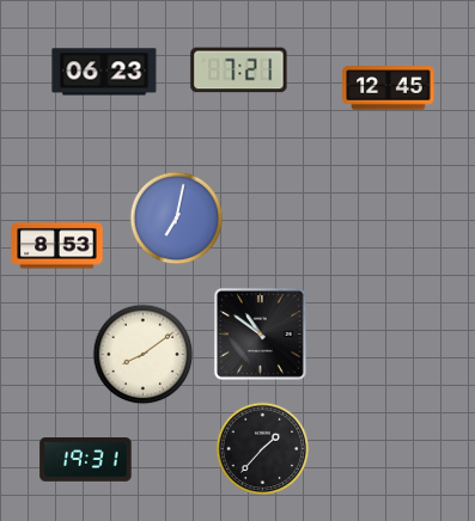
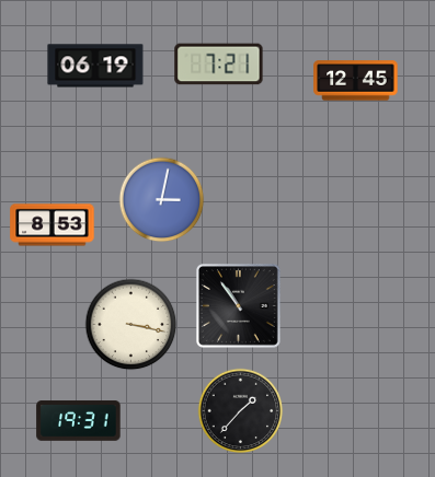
clock at (104, 72): 06:23 -> 06:19
clock at (176, 217): 7:02 -> 3:02
clock at (260, 333): 10:51 -> 10:54
clock at (142, 354): 8:09 -> 3:17
